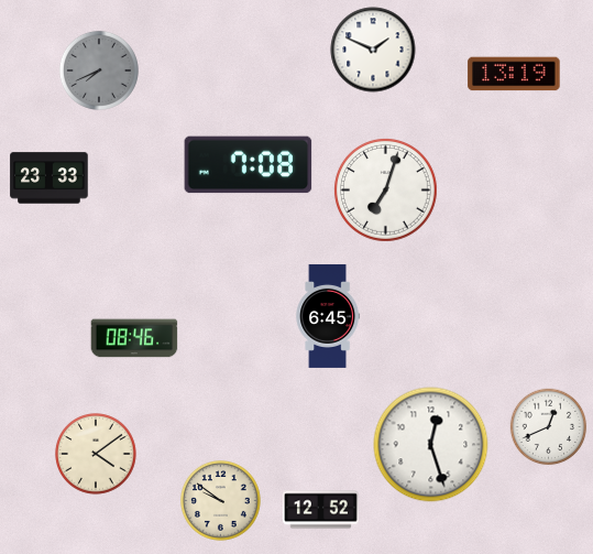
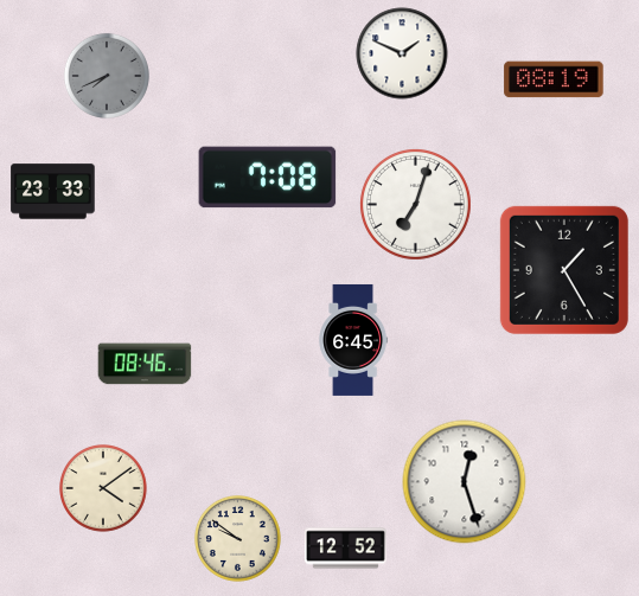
clock at (514, 74): 13:19 -> 08:19
clock at (564, 270): none -> 1:25
clock at (549, 427): 12:41 -> none
clock at (431, 445) position: (431, 445) -> (465, 482)
